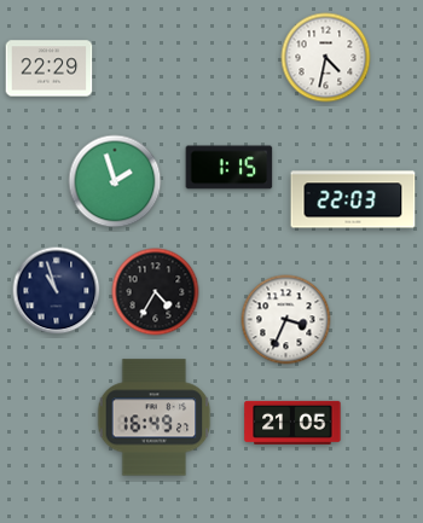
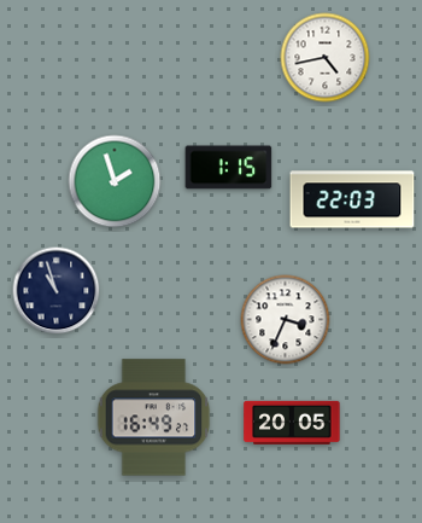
clock at (326, 58): 4:32 -> 4:43
clock at (50, 69): 22:29 -> none
clock at (156, 292): 4:35 -> none
clock at (292, 423): 21:05 -> 20:05
